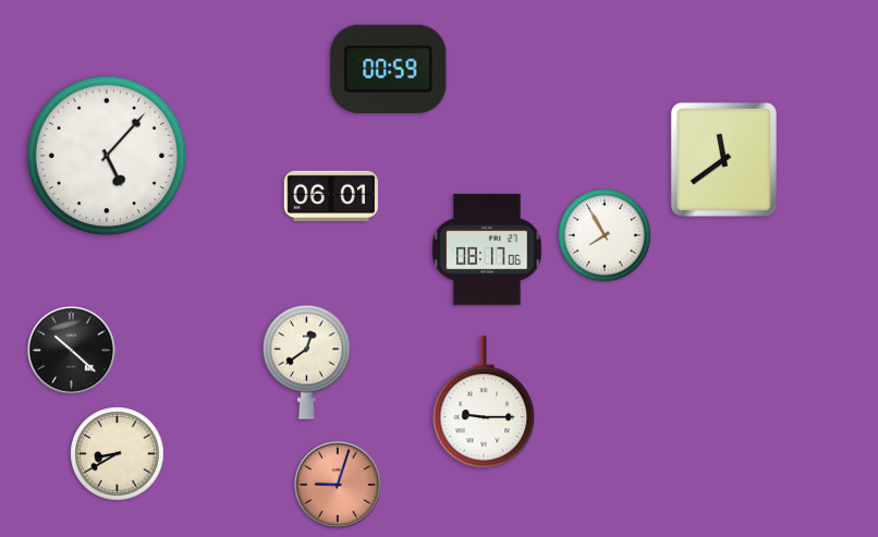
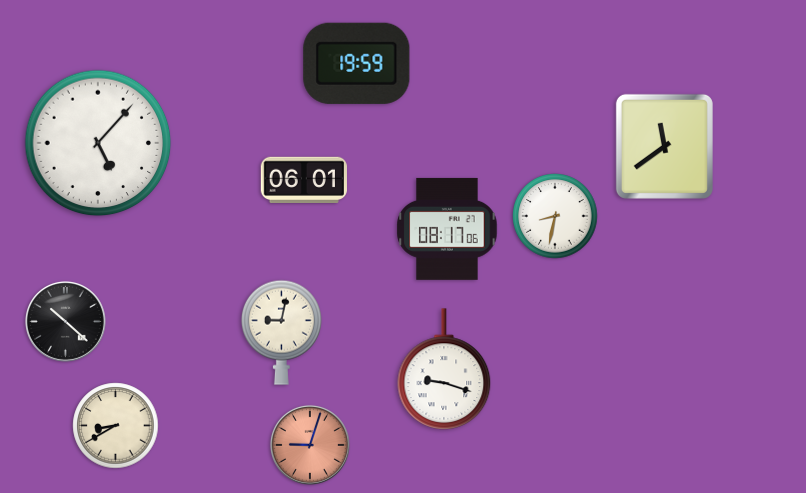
clock at (389, 69): 00:59 -> 19:59
clock at (605, 235): 7:55 -> 8:32
clock at (306, 362): 12:39 -> 9:02
clock at (484, 402): 9:15 -> 9:18
clock at (118, 454) position: (118, 454) -> (116, 426)
